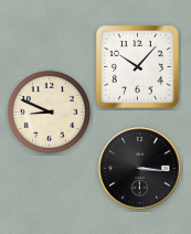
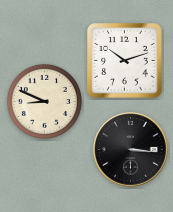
clock at (138, 67): 10:07 -> 10:12
clock at (140, 169) position: (140, 169) -> (131, 150)
